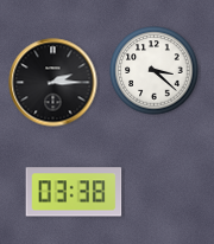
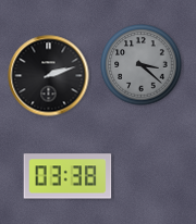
clock at (155, 71) dial: white -> grey
clock at (53, 83): 2:15 -> 2:12
